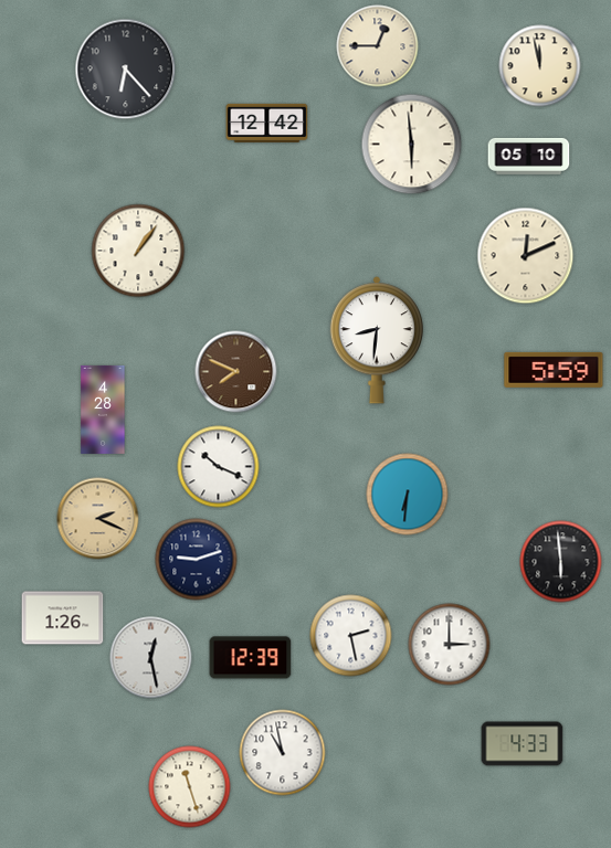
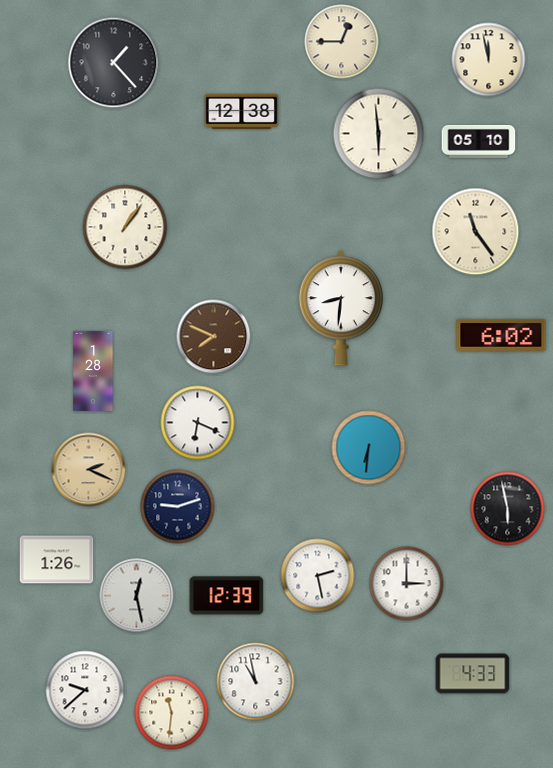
clock at (126, 70): 6:23 -> 1:23
clock at (267, 123): 12:42 -> 12:38
clock at (412, 145) position: (412, 145) -> (379, 134)
clock at (526, 256): 12:11 -> 11:24
clock at (554, 370): 5:59 -> 6:02
clock at (103, 410): 4:28 -> 1:28
clock at (219, 467): 10:19 -> 6:19
clock at (561, 562): 5:59 -> 5:58
clock at (85, 690): none -> 9:38
clock at (190, 787): 11:27 -> 11:31
